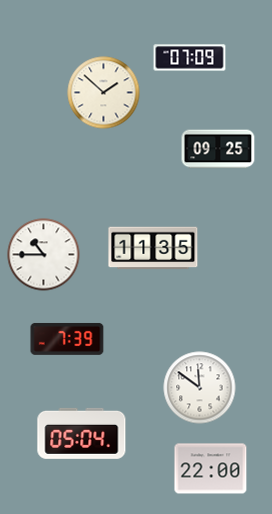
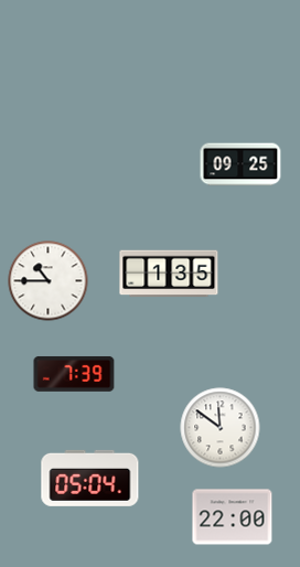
clock at (190, 58): 07:09 -> none
clock at (104, 93): 1:52 -> none
clock at (153, 248): 11:35 -> 1:35
